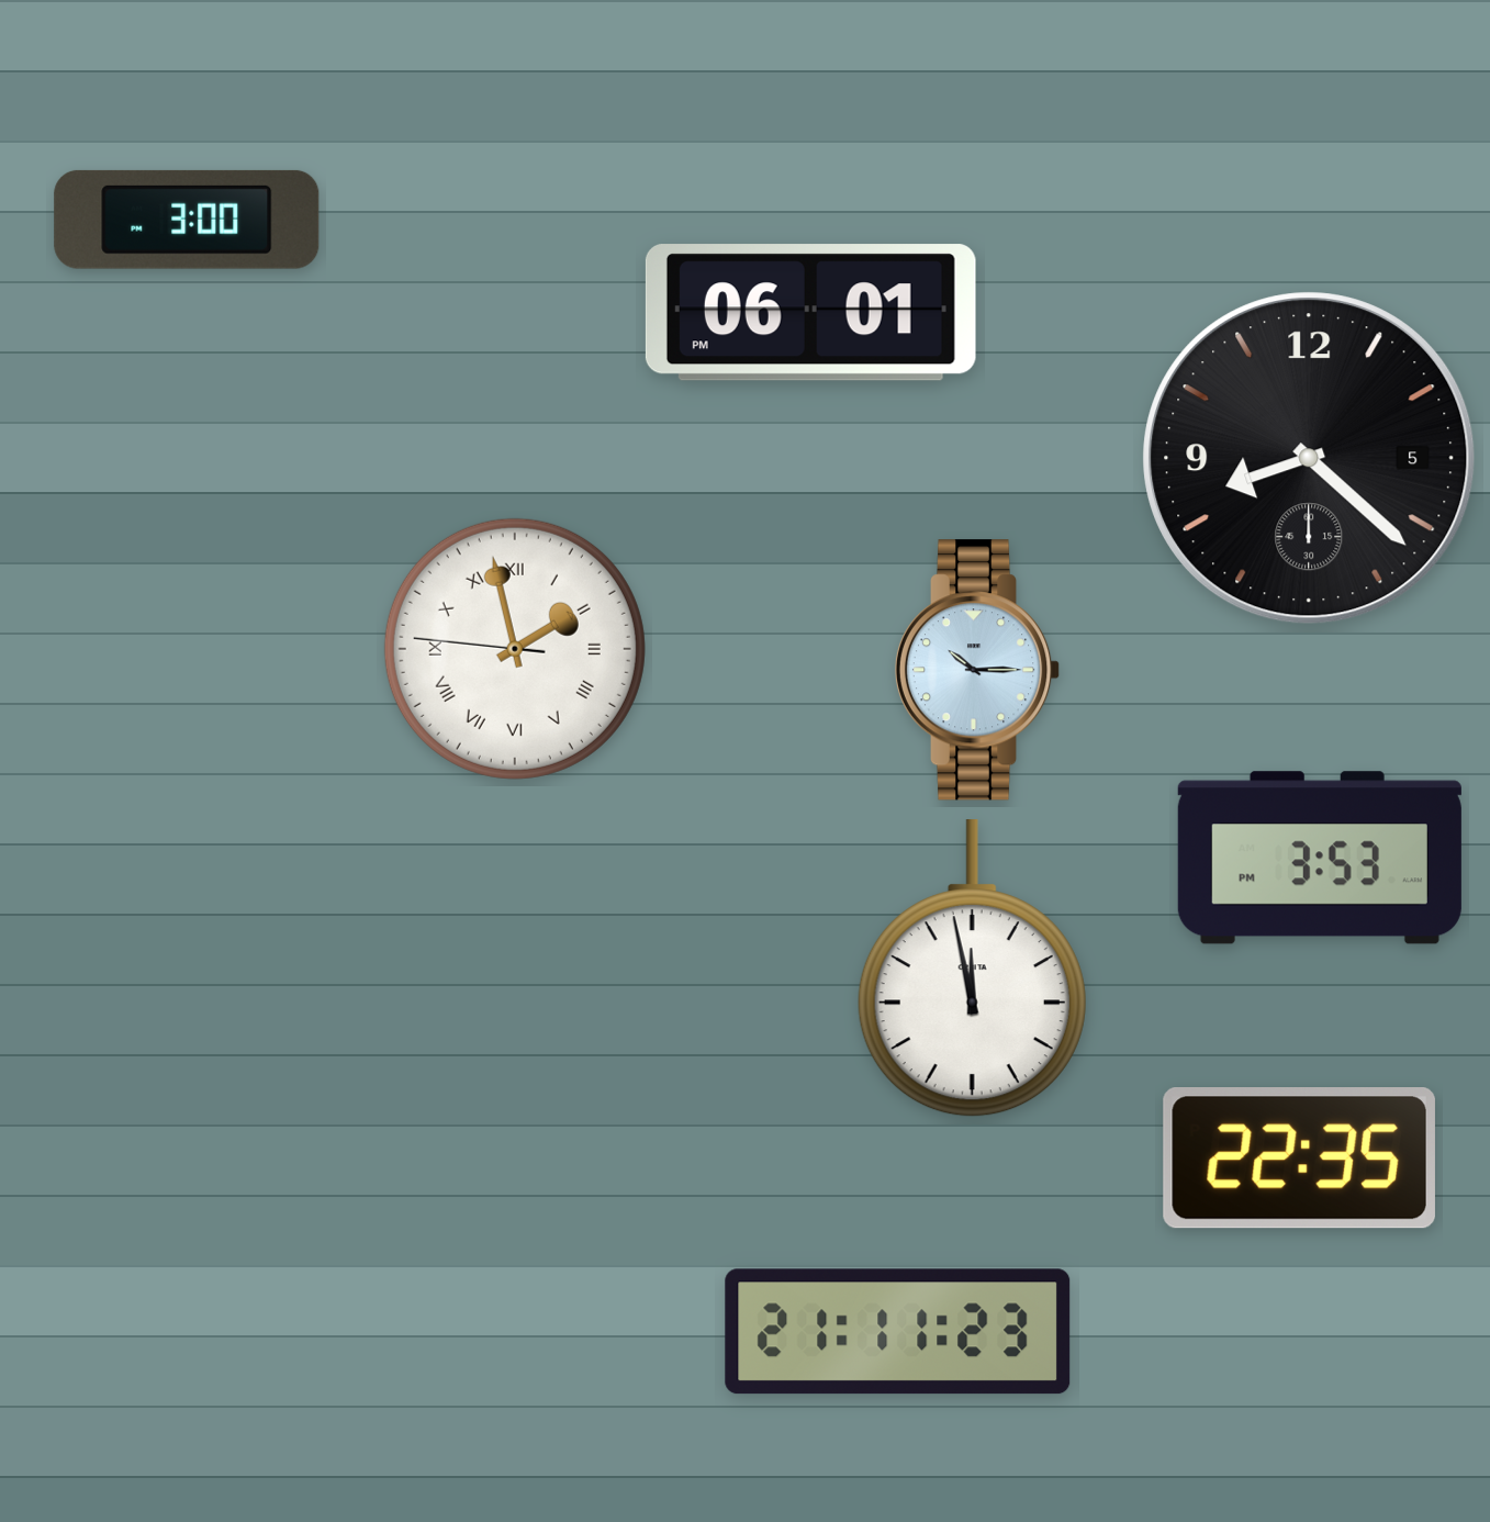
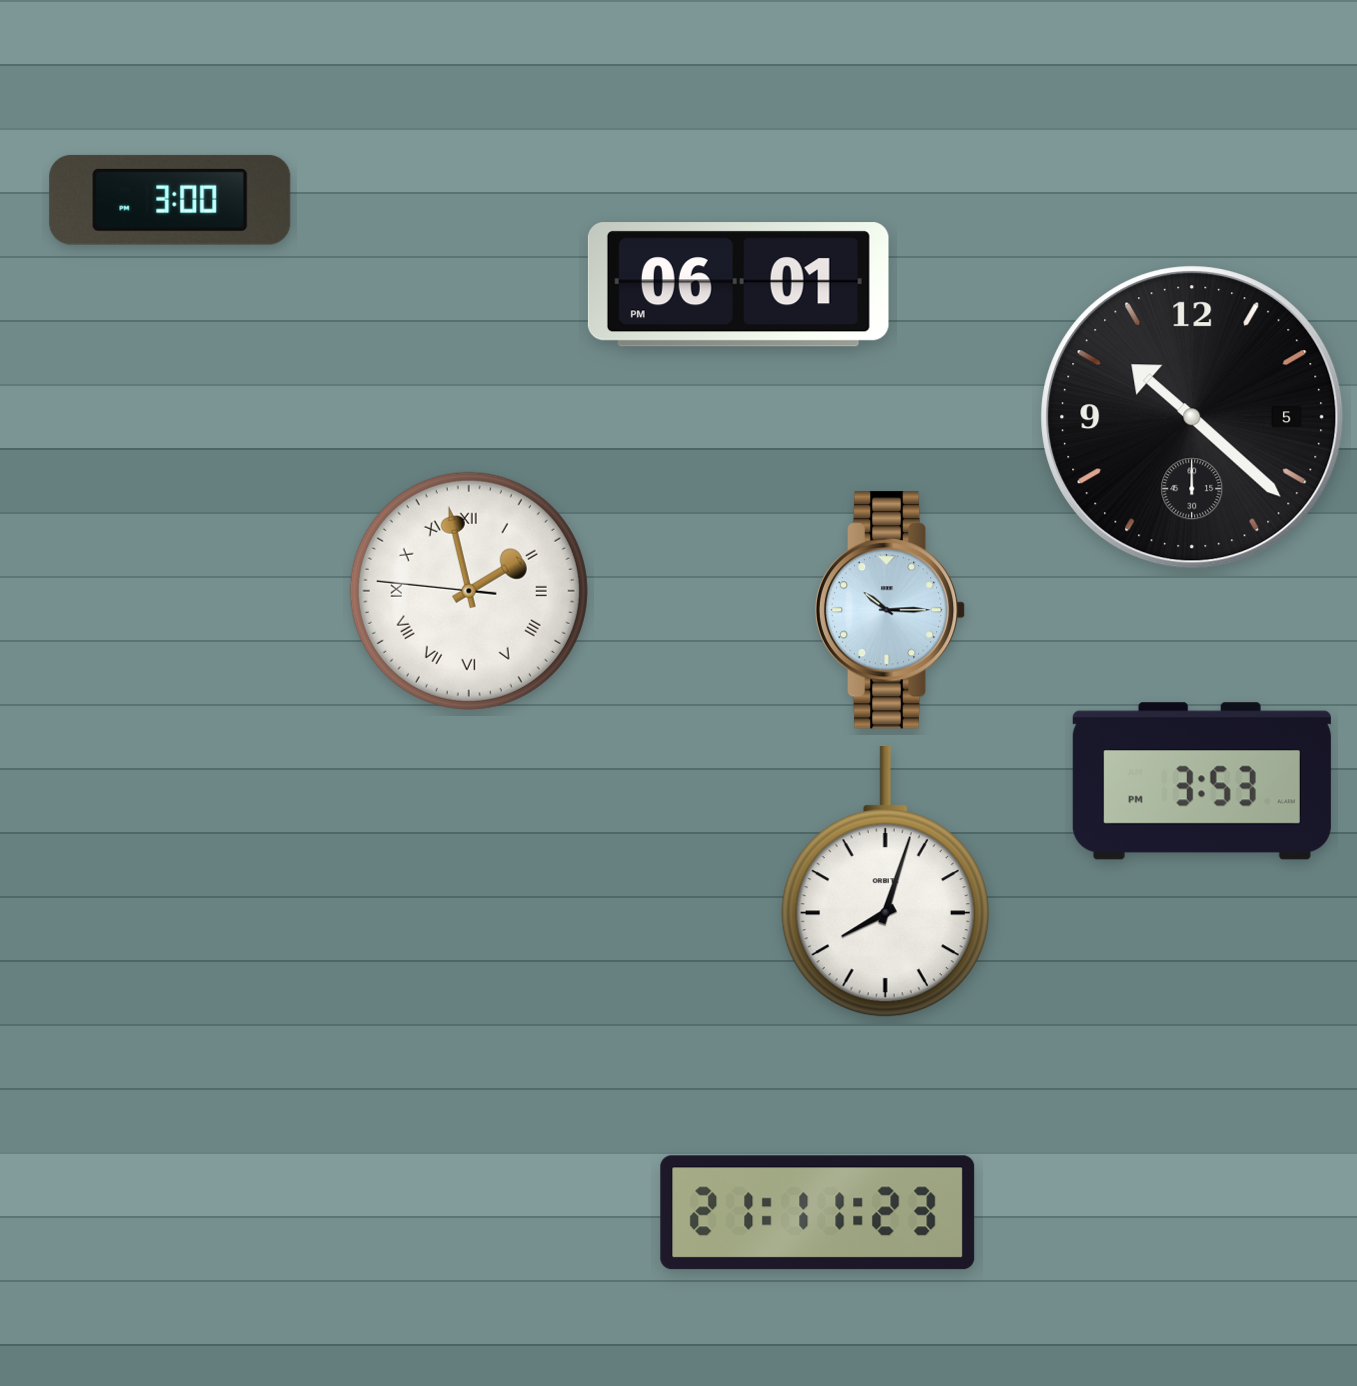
clock at (1309, 458): 8:22 -> 10:22
clock at (972, 969): 11:58 -> 8:03
clock at (1299, 1157): 22:35 -> none
